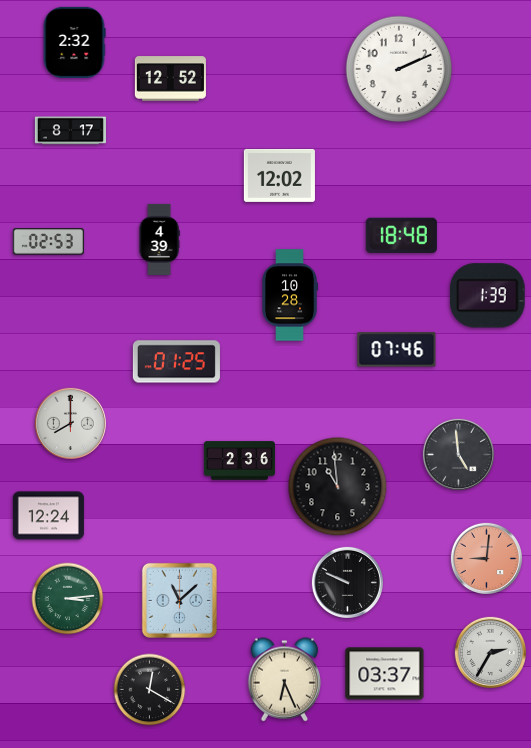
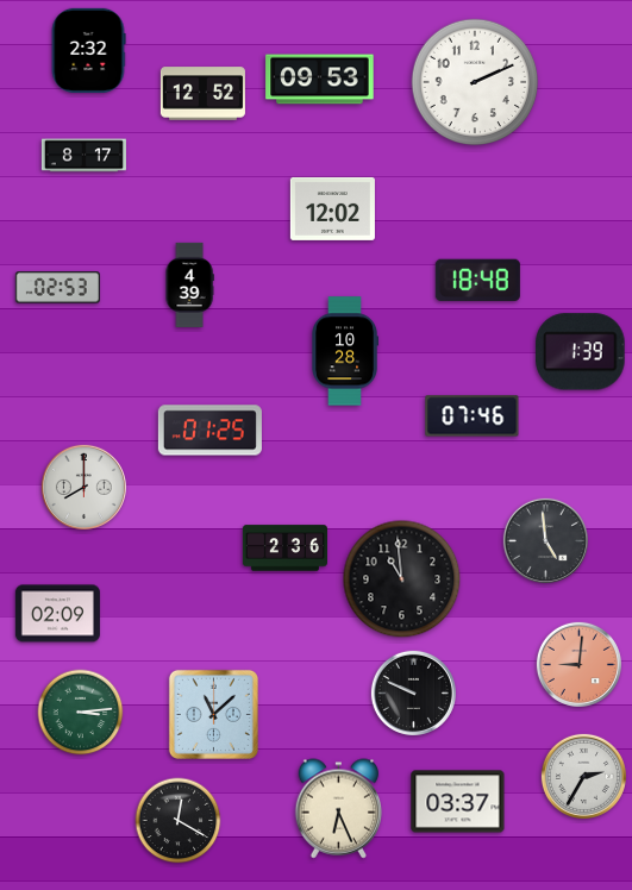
clock at (320, 80): none -> 09:53
clock at (70, 423) position: (70, 423) -> (83, 487)
clock at (48, 516): 12:24 -> 02:09
